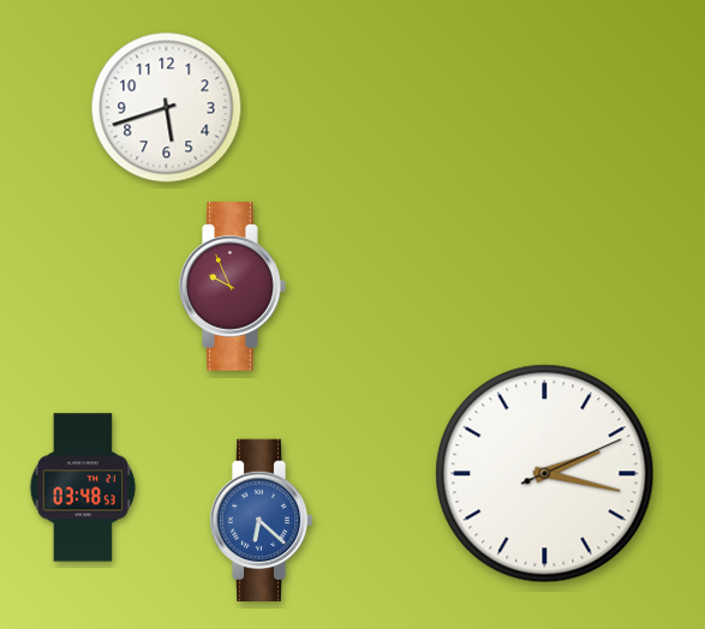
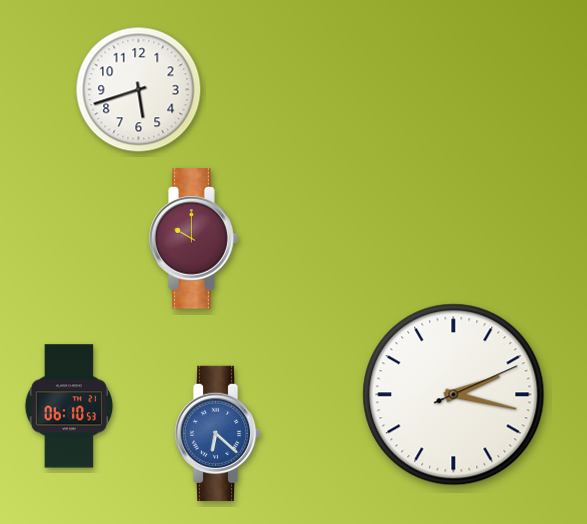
clock at (233, 287): 9:56 -> 10:00
clock at (83, 487): 03:48 -> 06:10
